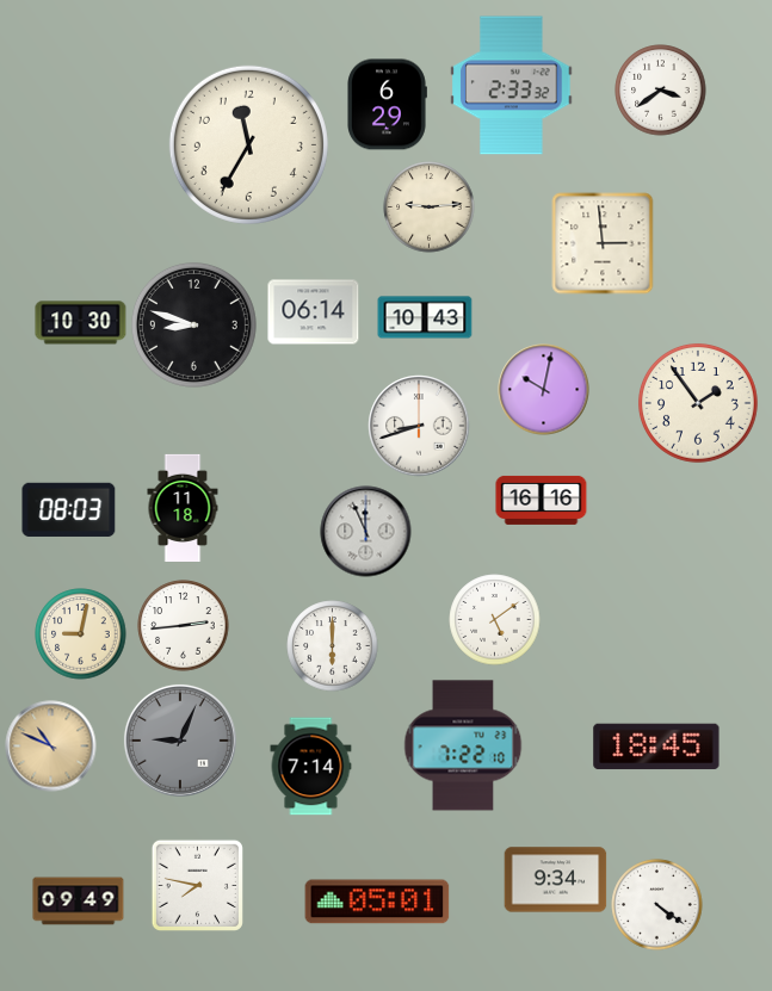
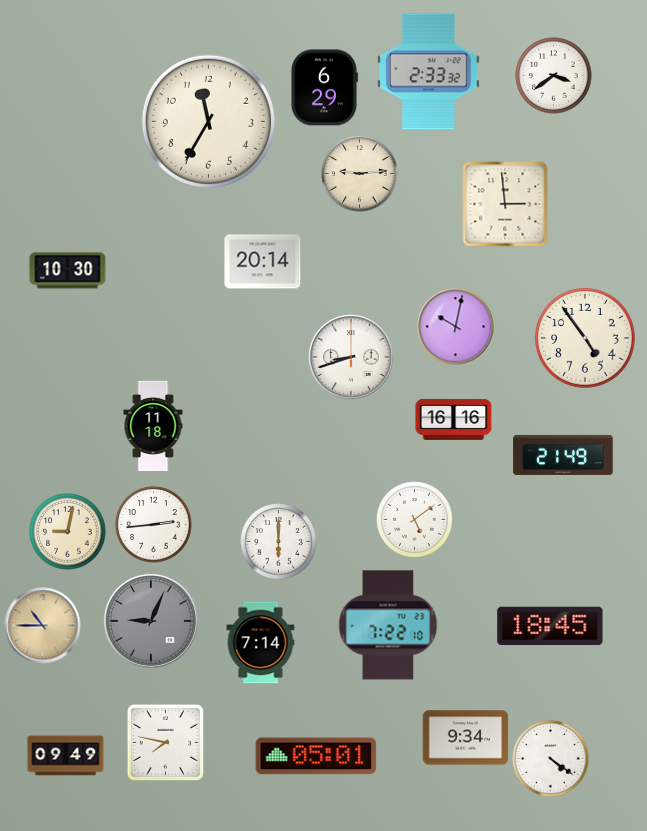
clock at (314, 312): 06:14 -> 20:14
clock at (425, 317): 10:43 -> none
clock at (193, 324): 8:48 -> none
clock at (698, 403): 1:54 -> 4:54
clock at (69, 509): 08:03 -> none
clock at (366, 532): 11:56 -> none
clock at (563, 455): none -> 21:49
clock at (51, 747): 10:49 -> 10:45
